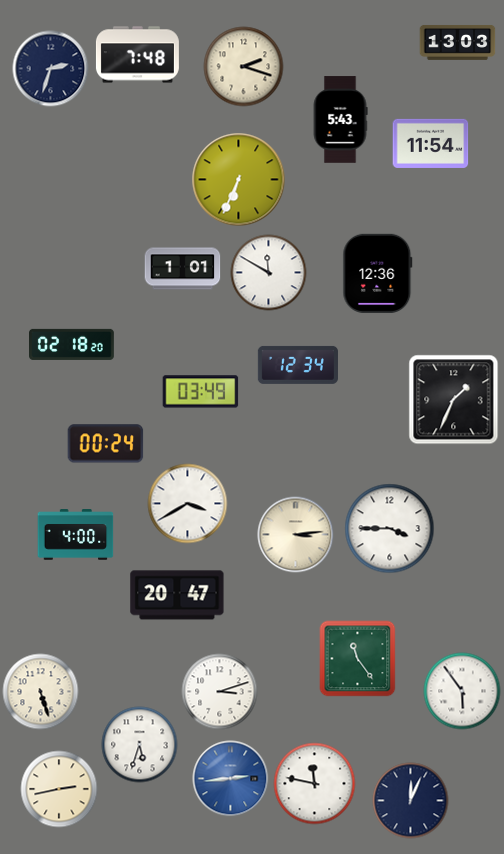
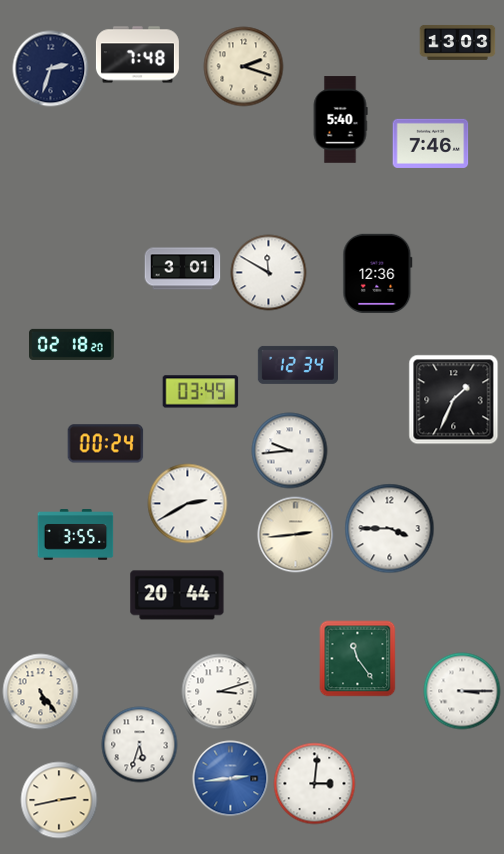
clock at (340, 120): 5:43 -> 5:40
clock at (431, 143): 11:54 -> 7:46
clock at (239, 180): 6:34 -> none
clock at (183, 269): 1:01 -> 3:01
clock at (290, 451): none -> 9:44
clock at (188, 504): 3:40 -> 2:40
clock at (76, 535): 4:00 -> 3:55
clock at (296, 535): 3:14 -> 2:44
clock at (177, 595): 20:47 -> 20:44
clock at (462, 691): 5:54 -> 3:15
clock at (41, 692): 5:27 -> 5:24
clock at (315, 784): 11:47 -> 3:01
clock at (59, 789) position: (59, 789) -> (59, 800)
clock at (411, 801): 12:04 -> none
